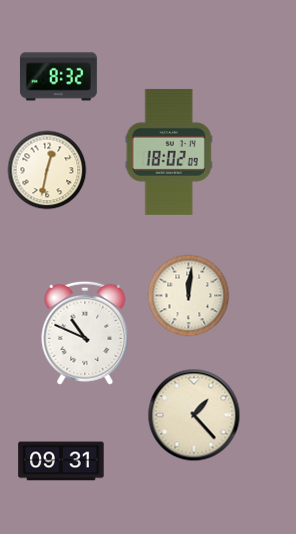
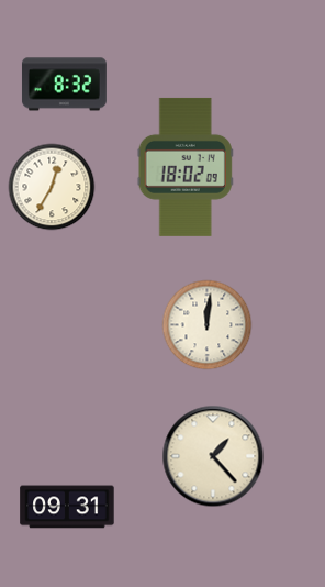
clock at (47, 170): 12:32 -> 12:35
clock at (85, 333): 10:49 -> none
